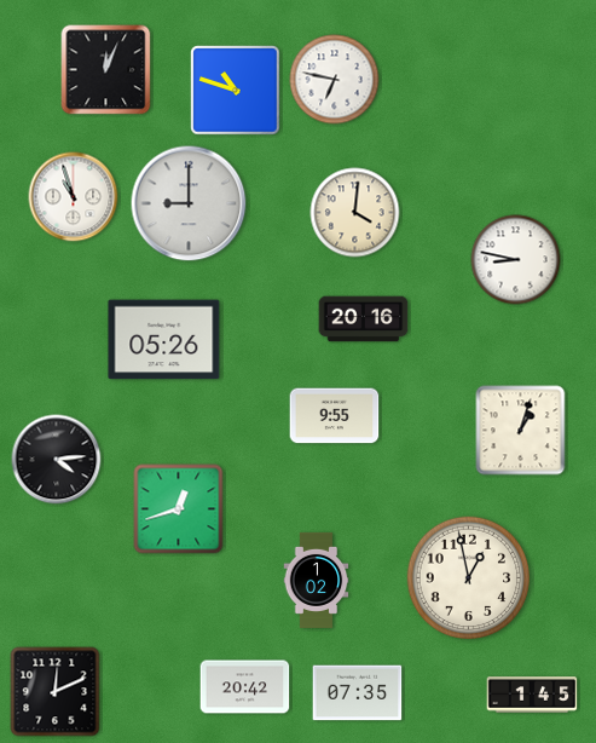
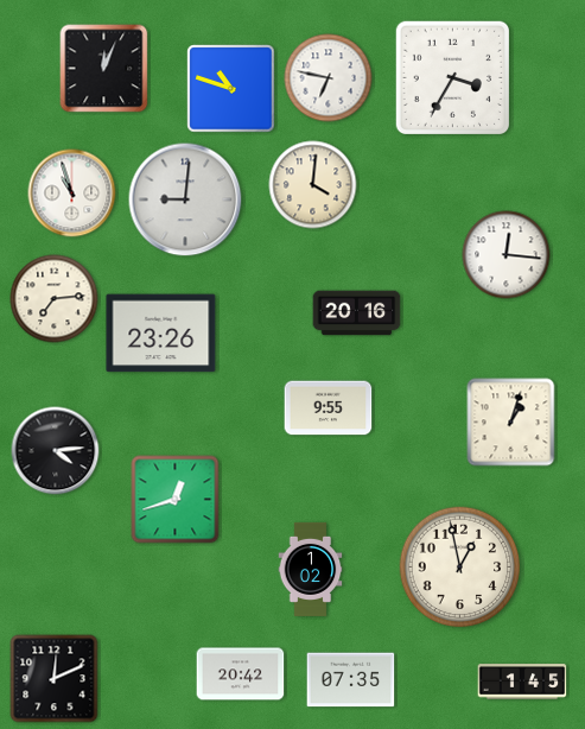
clock at (452, 77): none -> 3:35
clock at (189, 203): 9:00 -> 9:01
clock at (355, 213) position: (355, 213) -> (313, 185)
clock at (516, 260): 8:47 -> 12:16
clock at (55, 299): none -> 7:14
clock at (164, 340): 05:26 -> 23:26
